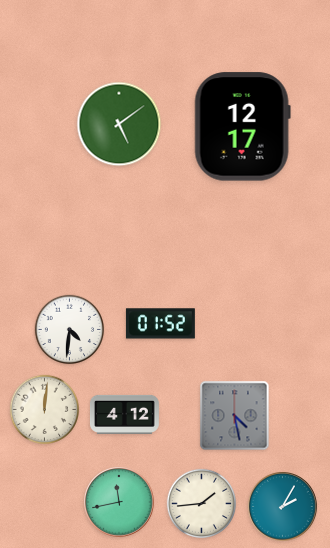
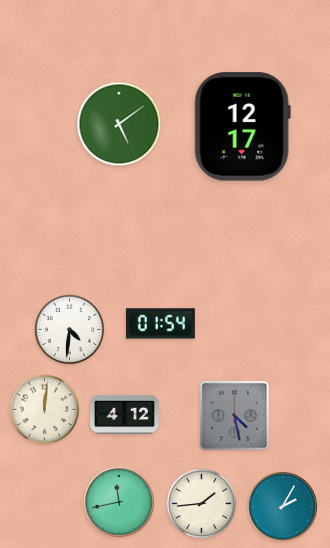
clock at (160, 324): 01:52 -> 01:54
